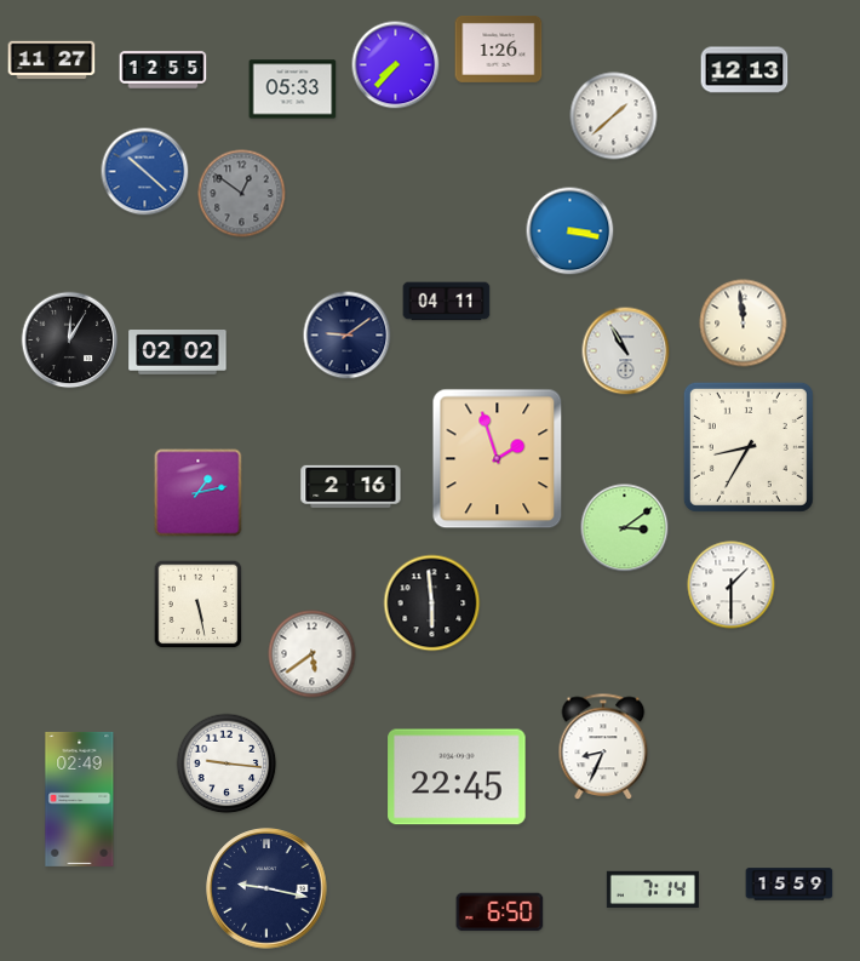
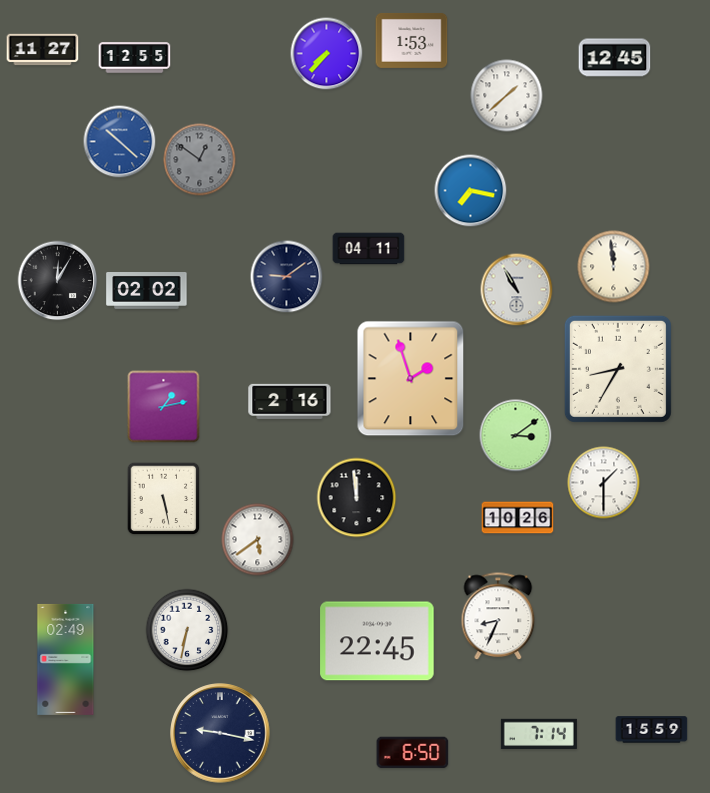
clock at (499, 48): 1:26 -> 1:53
clock at (745, 70): 12:13 -> 12:45
clock at (293, 90): 05:33 -> none
clock at (571, 231): 3:17 -> 7:17
clock at (432, 604): 5:59 -> 11:59
clock at (518, 518): none -> 10:26
clock at (227, 763): 9:16 -> 6:32
